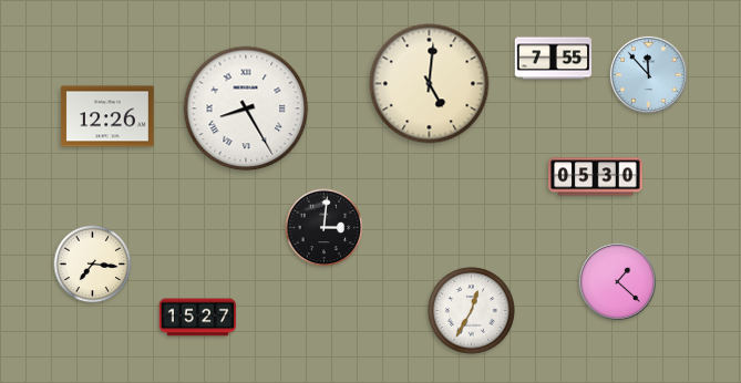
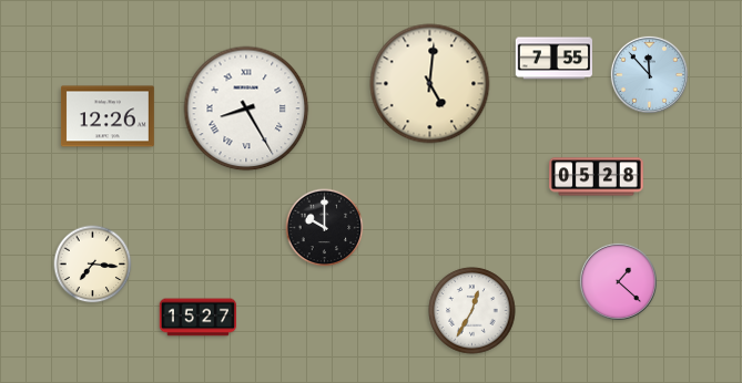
clock at (596, 177): 05:30 -> 05:28
clock at (325, 228): 3:01 -> 10:00
